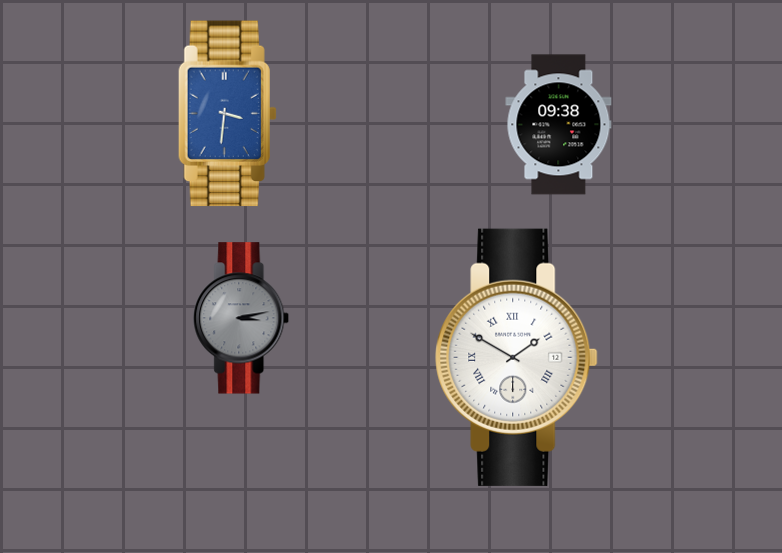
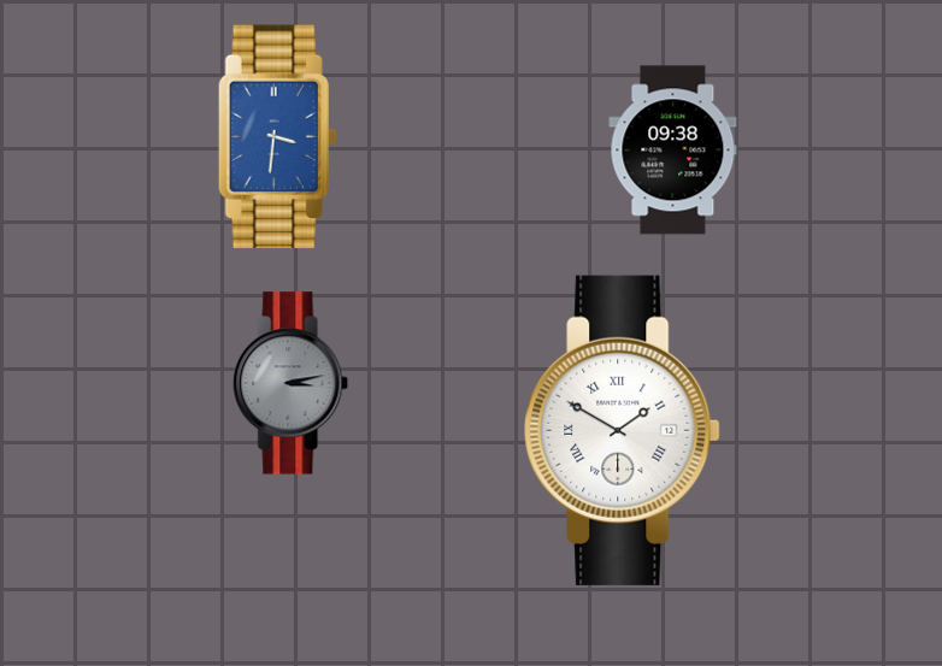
clock at (227, 114) position: (227, 114) -> (277, 137)
